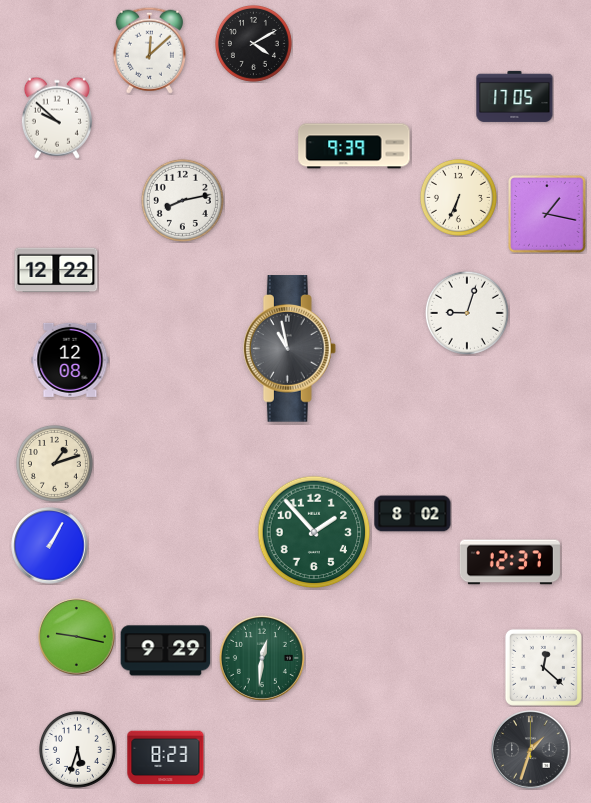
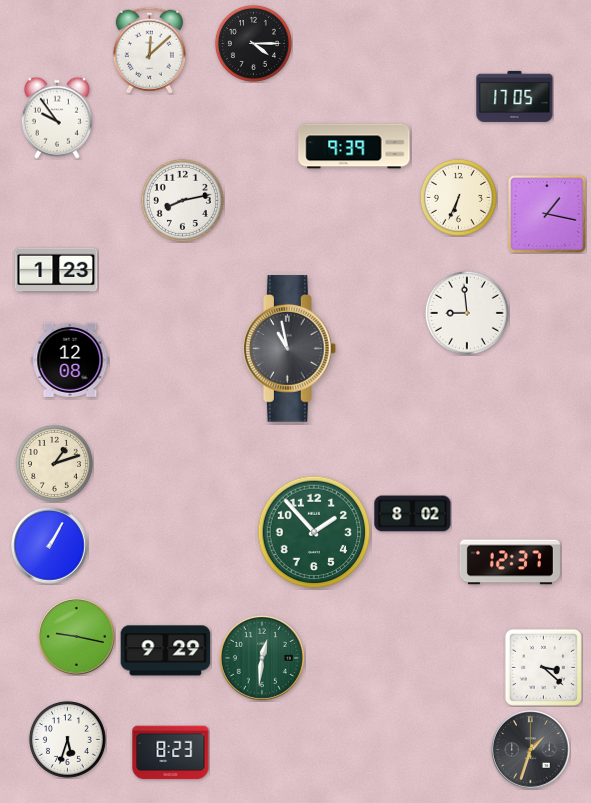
clock at (253, 43): 4:10 -> 4:15
clock at (57, 118): 9:52 -> 9:54
clock at (56, 270): 12:22 -> 1:23
clock at (467, 313): 9:03 -> 8:59
clock at (543, 667): 12:22 -> 3:22
clock at (77, 749) position: (77, 749) -> (67, 739)
clock at (166, 758) position: (166, 758) -> (171, 753)
